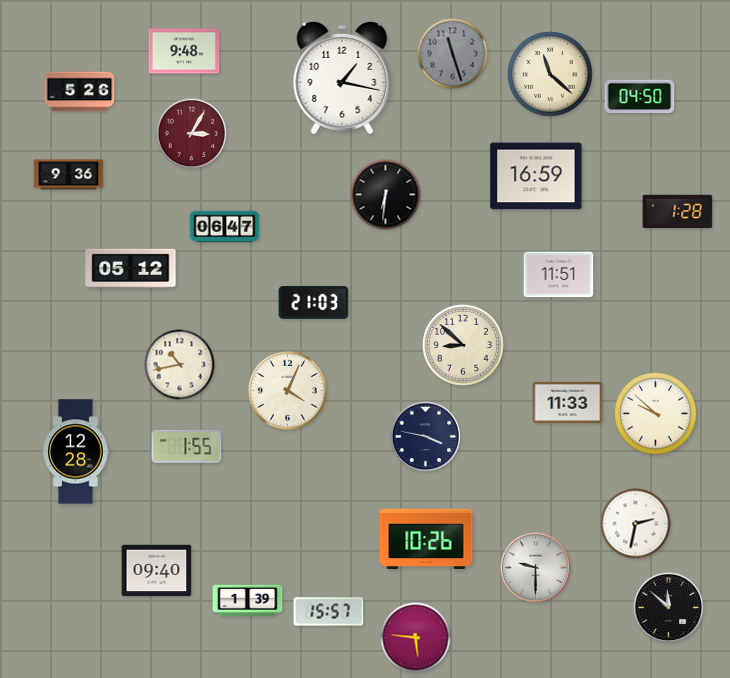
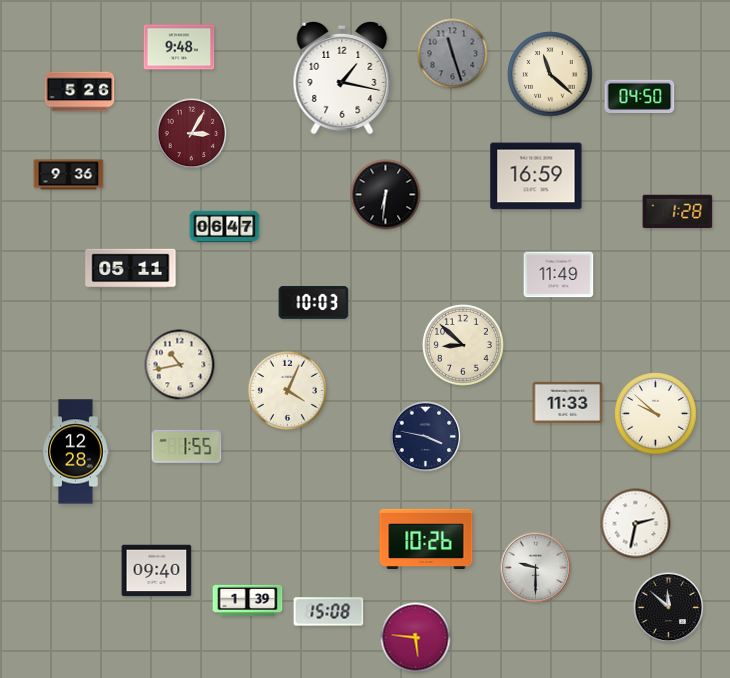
clock at (184, 51) position: (184, 51) -> (179, 47)
clock at (131, 269): 05:12 -> 05:11
clock at (559, 275): 11:51 -> 11:49
clock at (314, 303): 21:03 -> 10:03
clock at (329, 612): 15:57 -> 15:08
